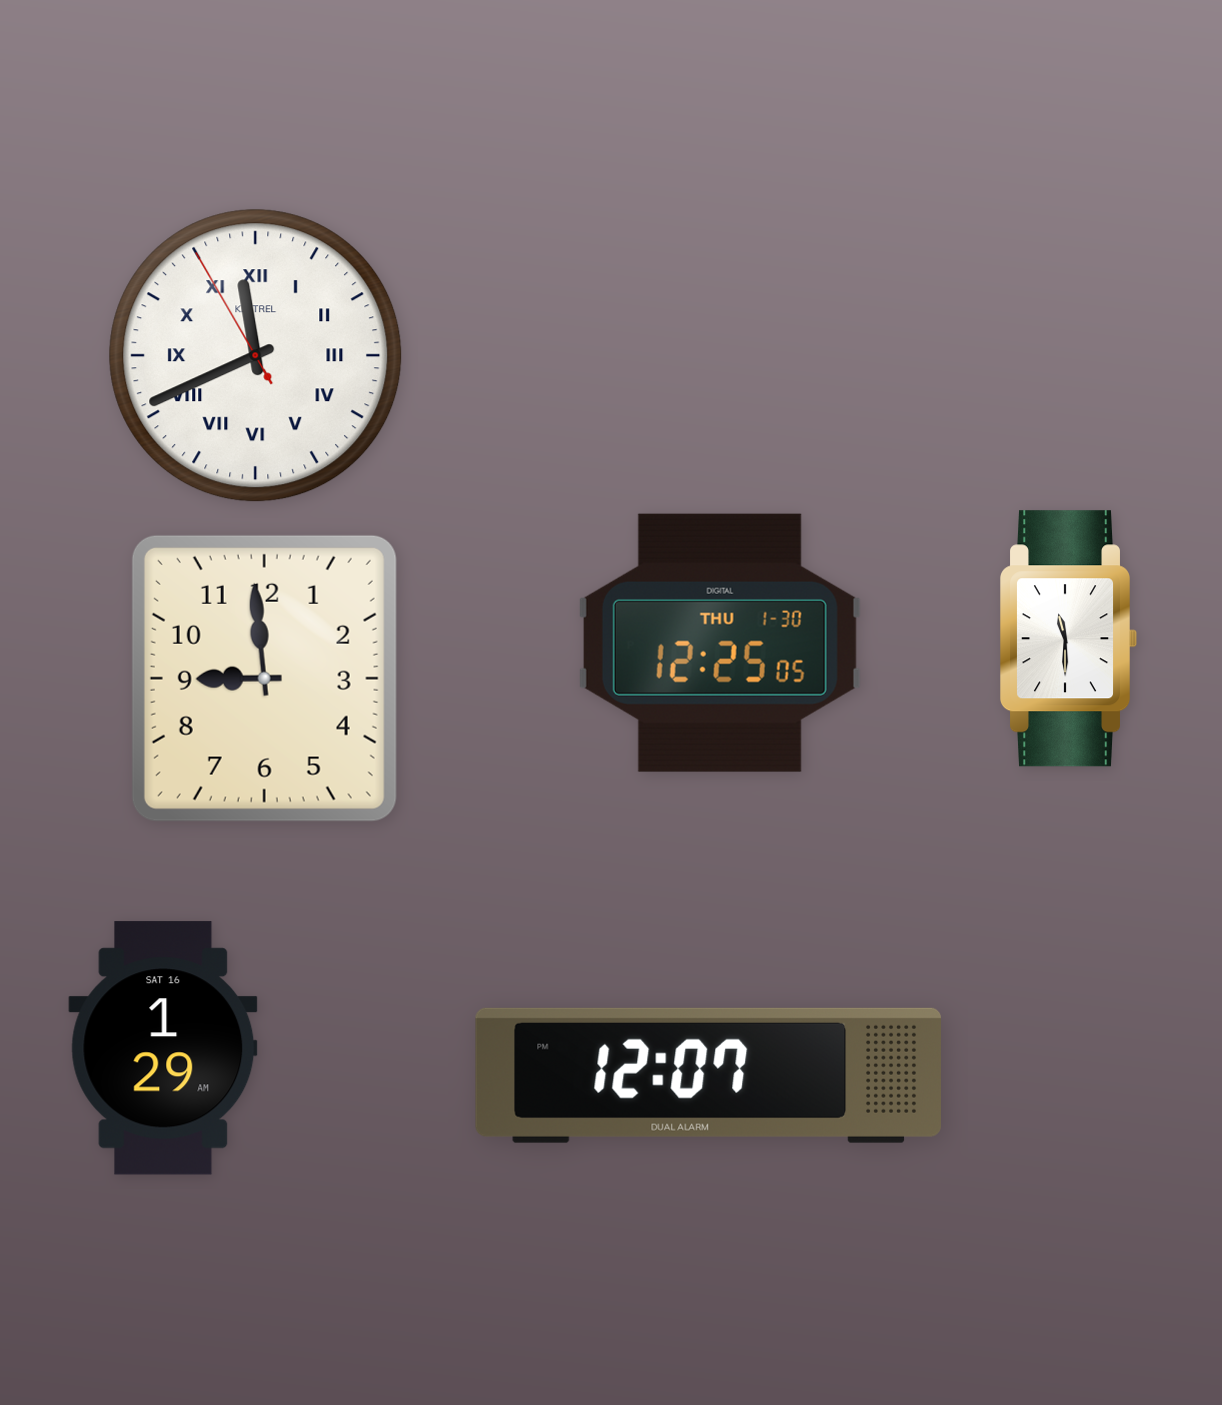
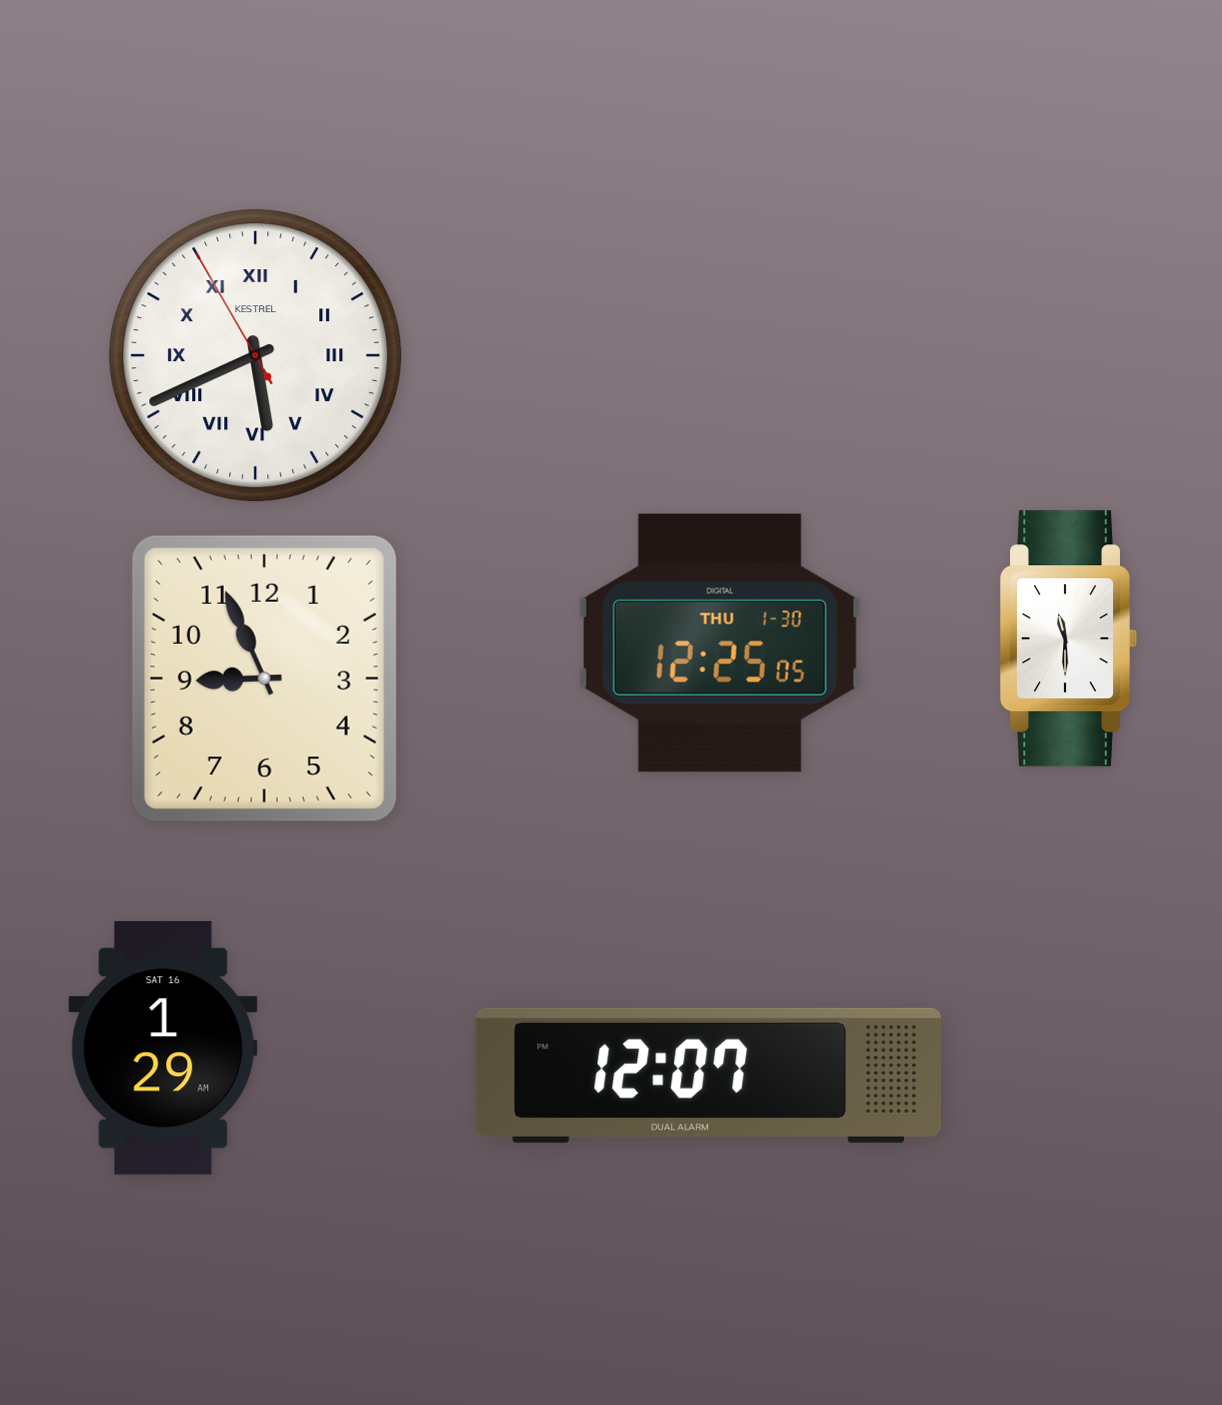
clock at (256, 356): 11:40 -> 5:40
clock at (264, 678): 8:59 -> 8:56
